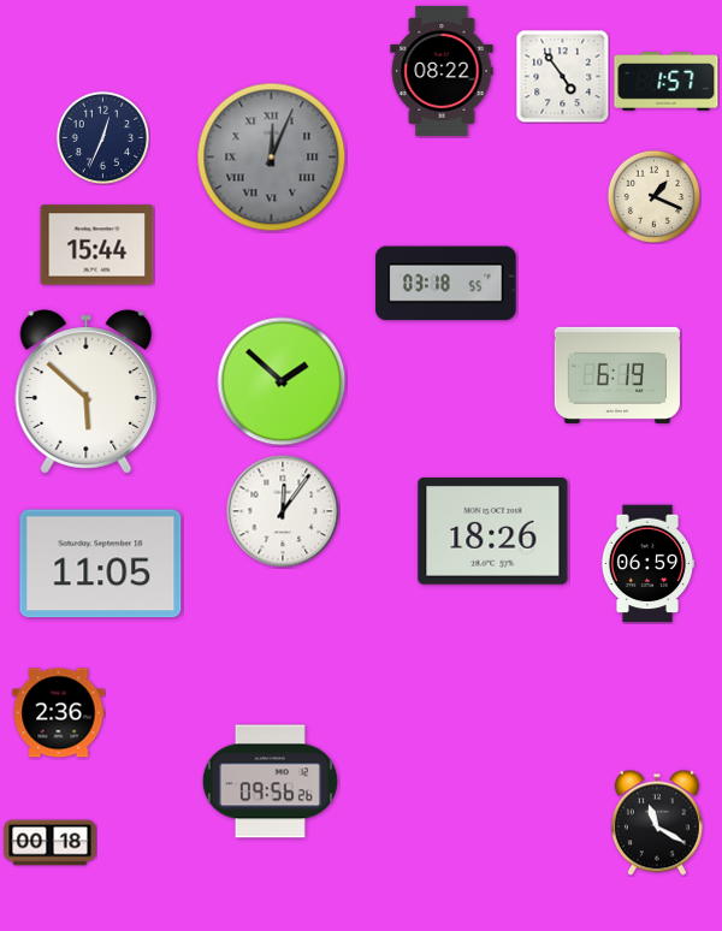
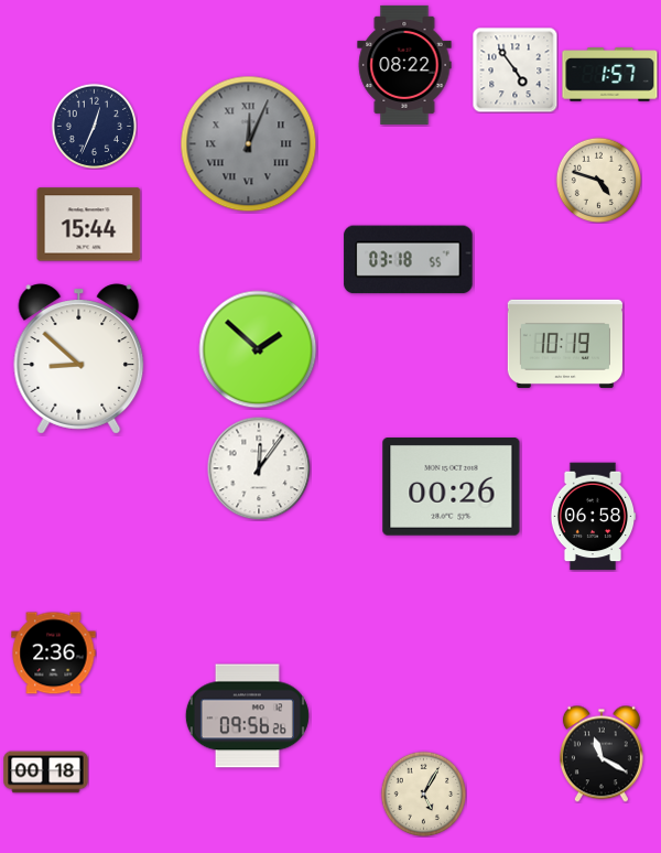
clock at (653, 196): 1:19 -> 4:48
clock at (617, 375): 6:19 -> 10:19
clock at (87, 392): 5:52 -> 8:52
clock at (493, 532): 18:26 -> 00:26
clock at (101, 564): 11:05 -> none
clock at (647, 564): 06:59 -> 06:58
clock at (423, 793): none -> 5:05
